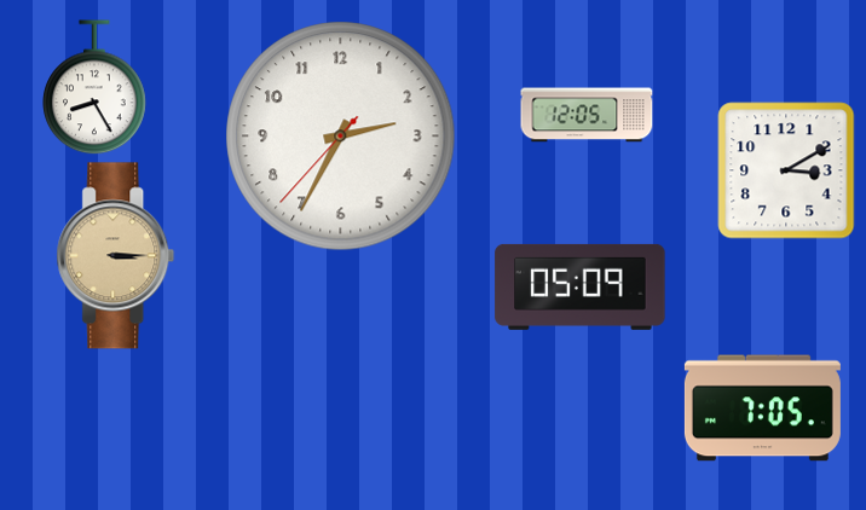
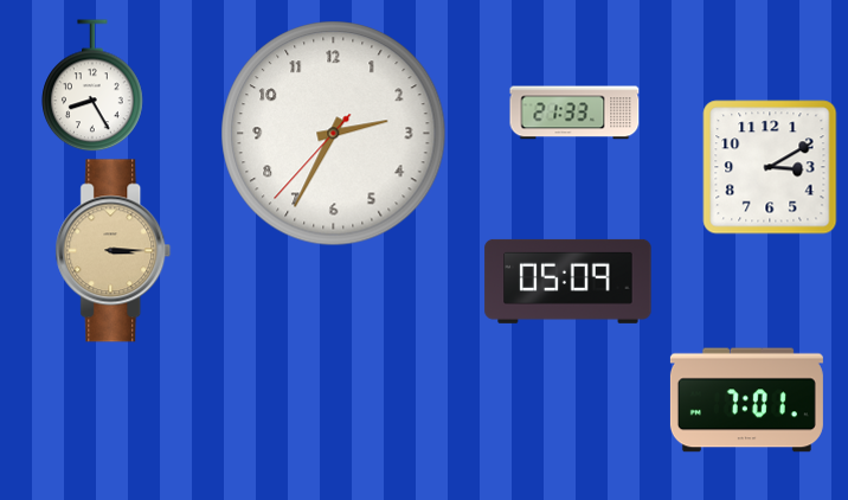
clock at (587, 115): 12:05 -> 21:33
clock at (762, 408): 7:05 -> 7:01
